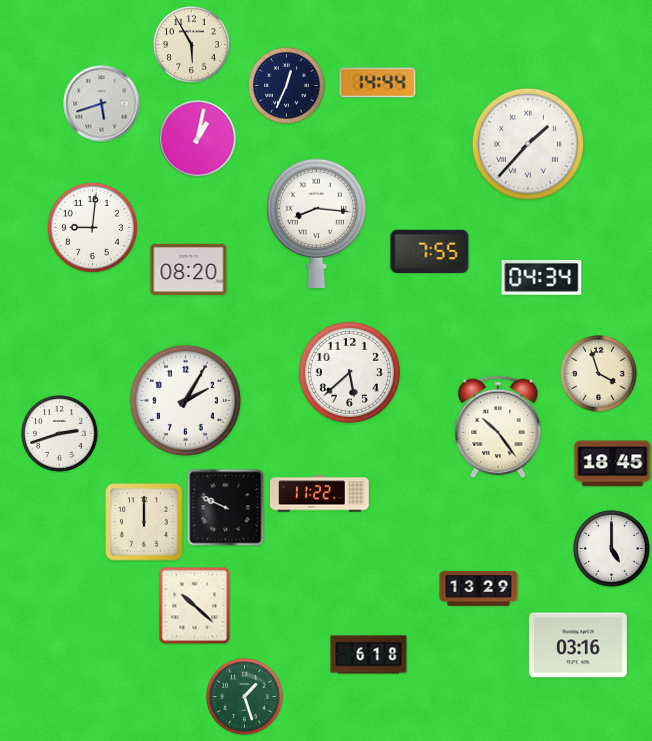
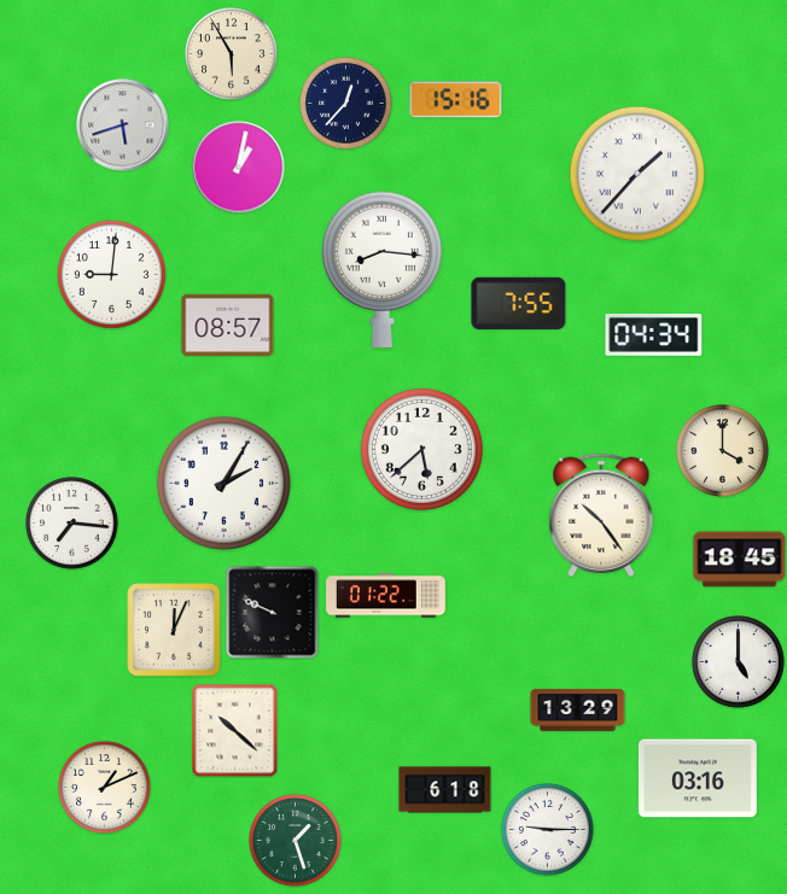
clock at (378, 83): 14:44 -> 15:16
clock at (287, 86): 12:34 -> 12:37
clock at (189, 269): 08:20 -> 08:57
clock at (599, 374): 3:57 -> 4:00
clock at (60, 434): 2:42 -> 7:16
clock at (320, 494): 11:22 -> 01:22
clock at (144, 522): 12:00 -> 12:04
clock at (105, 788): none -> 1:11
clock at (548, 830): none -> 9:15
